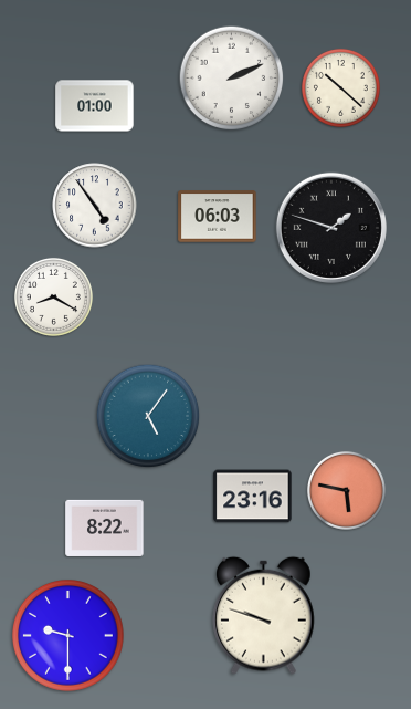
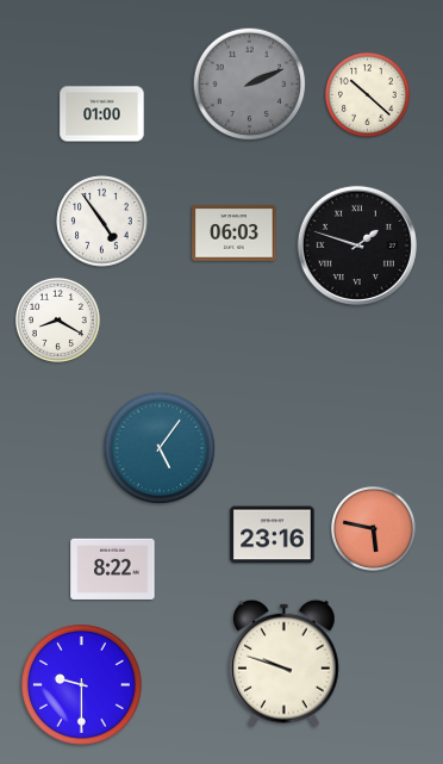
clock at (232, 79) dial: white -> grey
clock at (68, 636) position: (68, 636) -> (82, 685)
